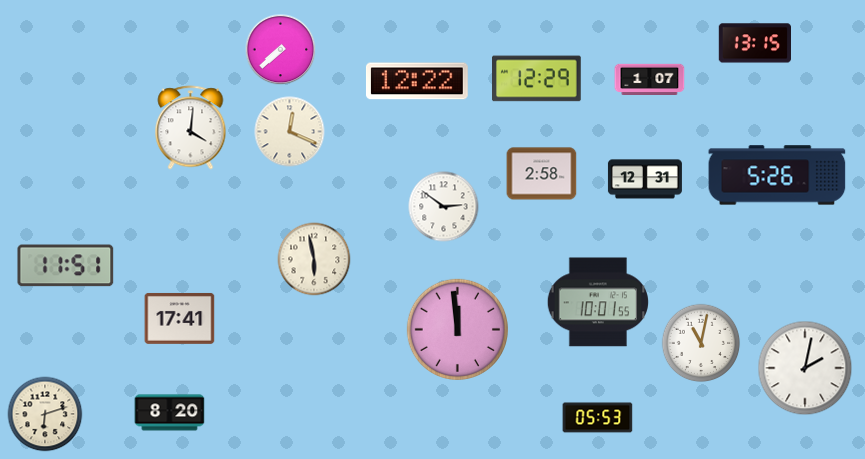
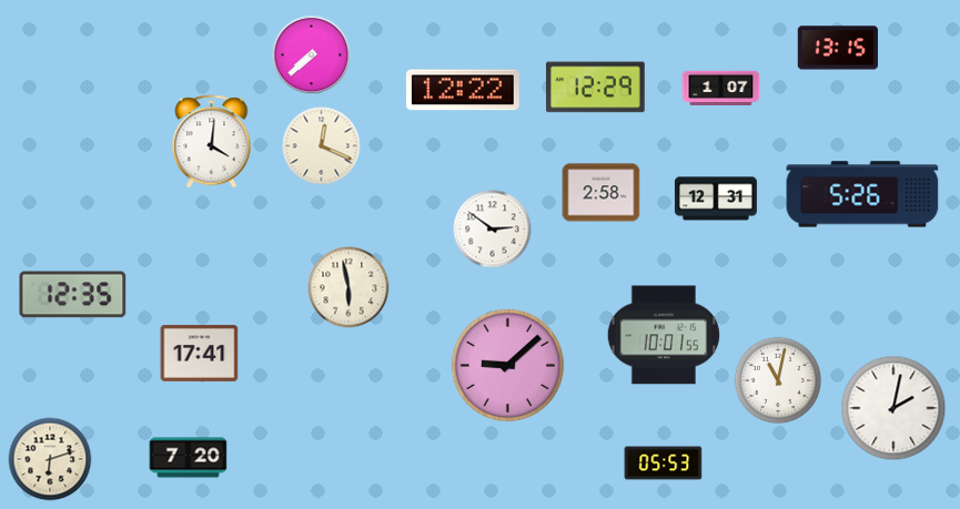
clock at (66, 266): 11:51 -> 12:35
clock at (457, 329): 11:59 -> 9:08
clock at (170, 413): 8:20 -> 7:20
